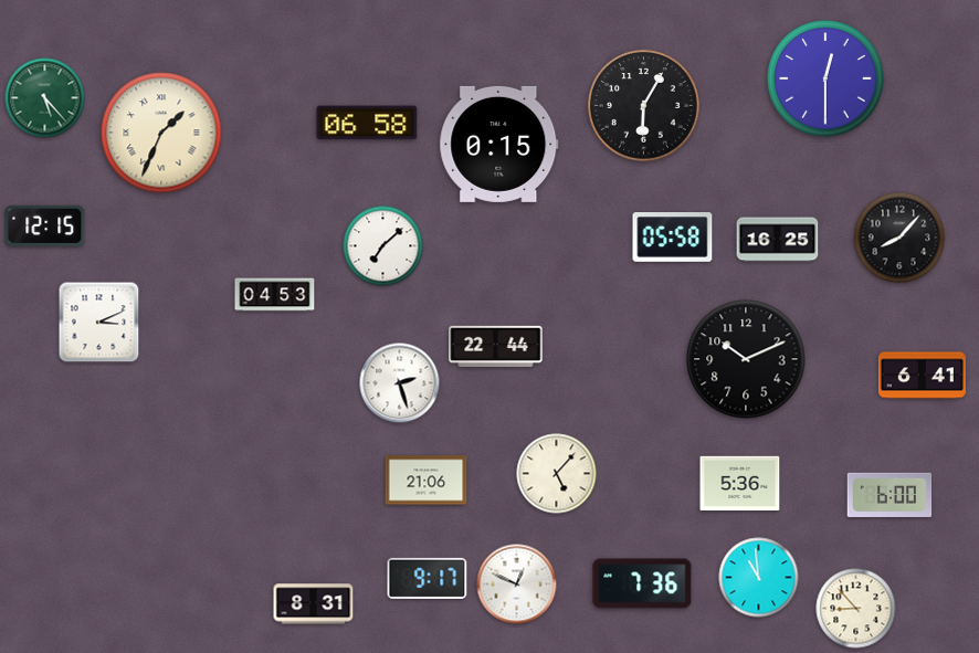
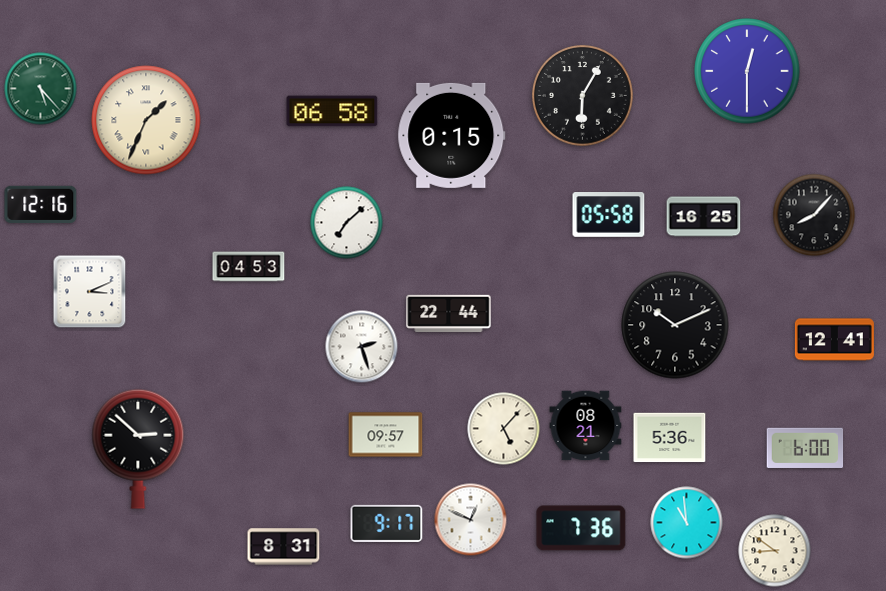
clock at (499, 144) position: (499, 144) -> (452, 135)
clock at (45, 225): 12:15 -> 12:16
clock at (922, 376): 6:41 -> 12:41
clock at (586, 426): none -> 08:21
clock at (427, 481): 21:06 -> 09:57
clock at (138, 449): none -> 2:52
clock at (517, 584) position: (517, 584) -> (471, 520)
clock at (856, 609): 8:53 -> 8:51
